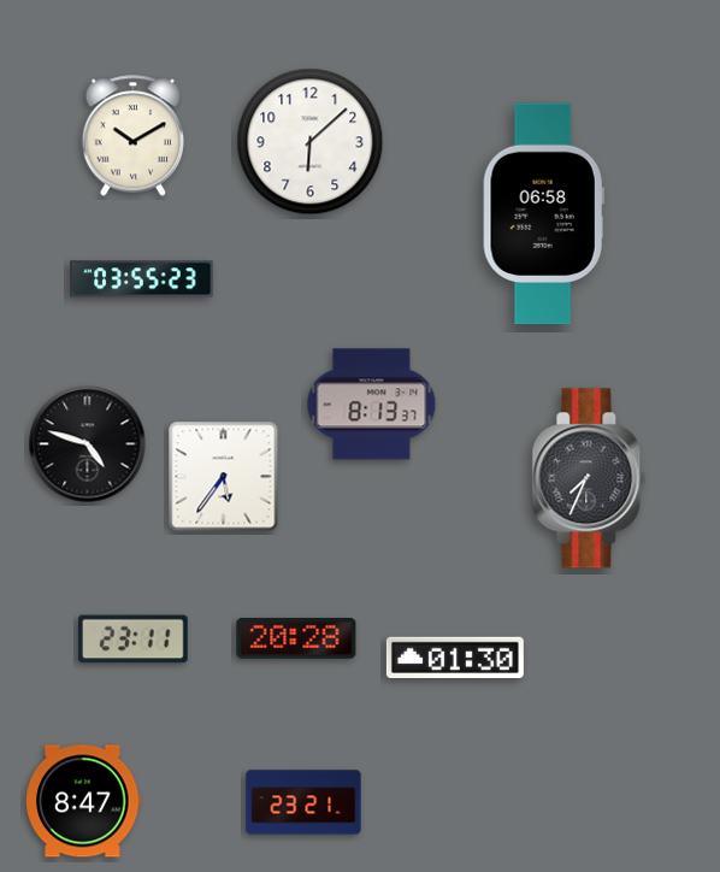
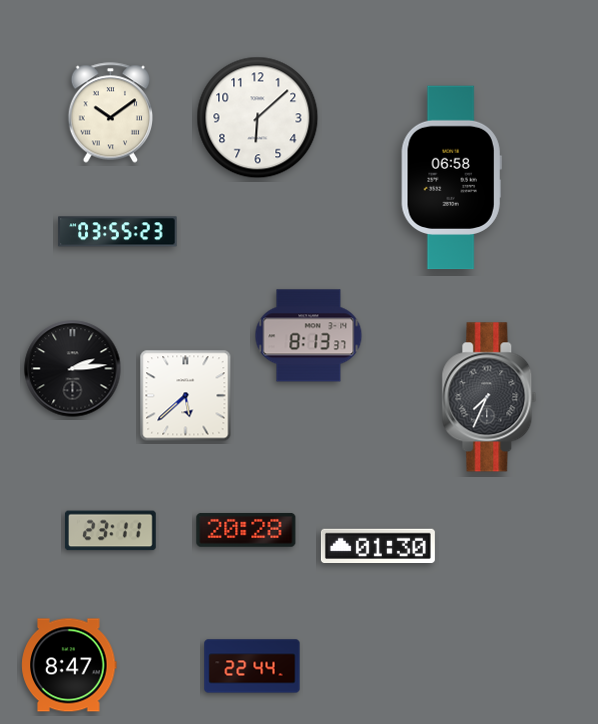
clock at (132, 136): 10:10 -> 10:09
clock at (88, 444): 4:48 -> 2:14
clock at (224, 477): 5:36 -> 5:38
clock at (303, 802): 23:21 -> 22:44
